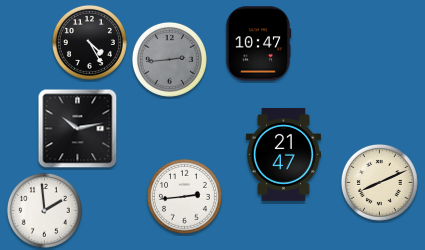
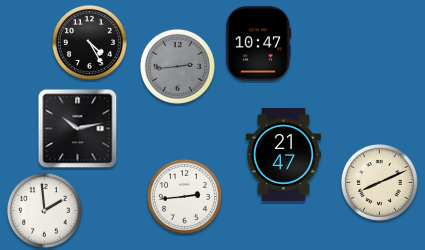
clock at (169, 59) position: (169, 59) -> (177, 66)
